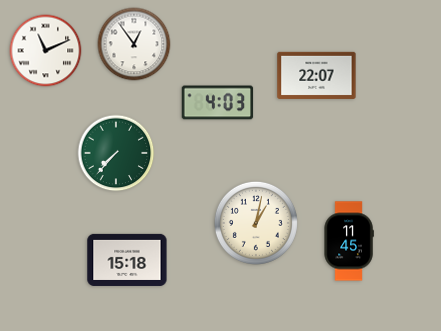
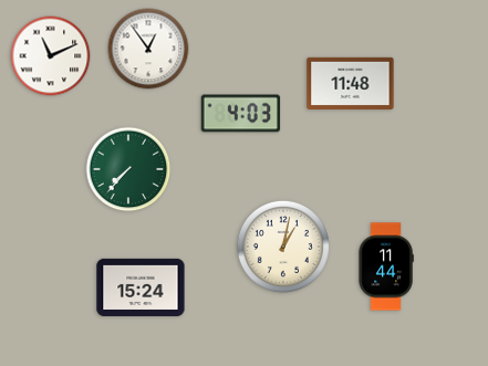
clock at (317, 75): 22:07 -> 11:48
clock at (349, 241): 11:45 -> 11:44
clock at (127, 260): 15:18 -> 15:24
